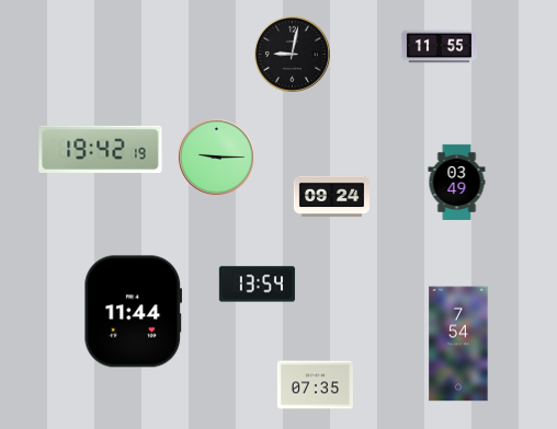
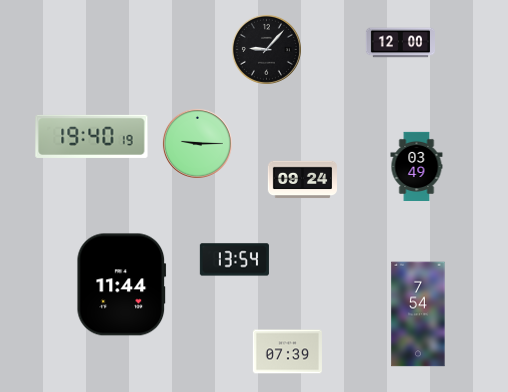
clock at (439, 47): 11:55 -> 12:00
clock at (292, 54): 9:02 -> 9:07
clock at (101, 149): 19:42 -> 19:40
clock at (315, 385): 07:35 -> 07:39
